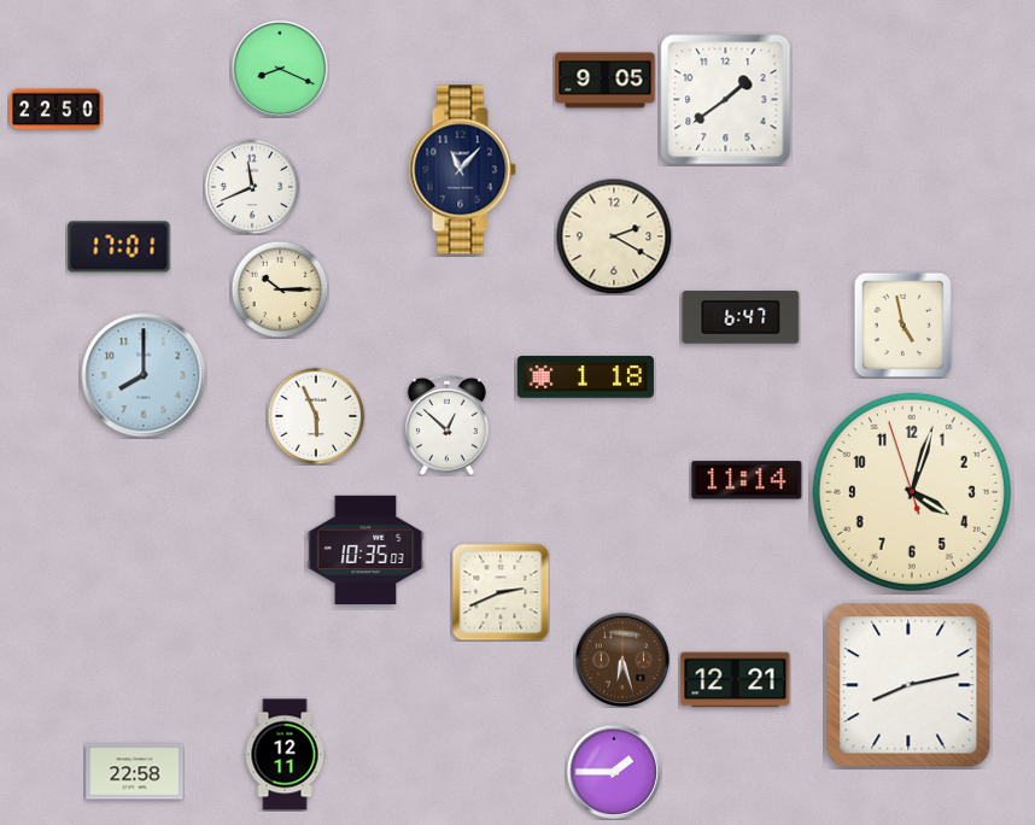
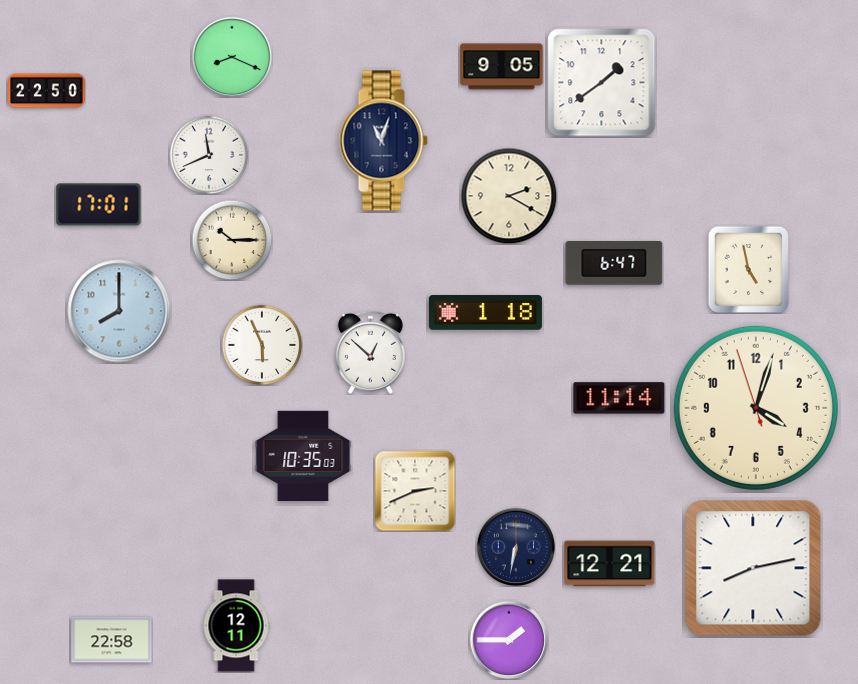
clock at (462, 170): 11:07 -> 11:03
clock at (621, 659): 6:27 -> 6:32
clock at (621, 659) dial: brown -> navy
